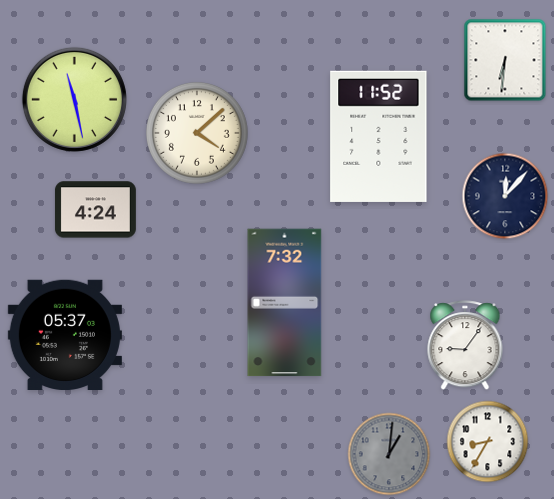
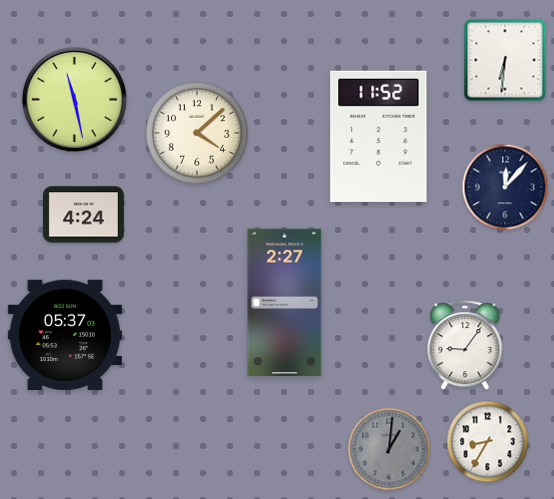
clock at (505, 196) position: (505, 196) -> (505, 187)
clock at (95, 210) position: (95, 210) -> (83, 215)
clock at (285, 303): 7:32 -> 2:27
clock at (389, 454) position: (389, 454) -> (389, 449)
